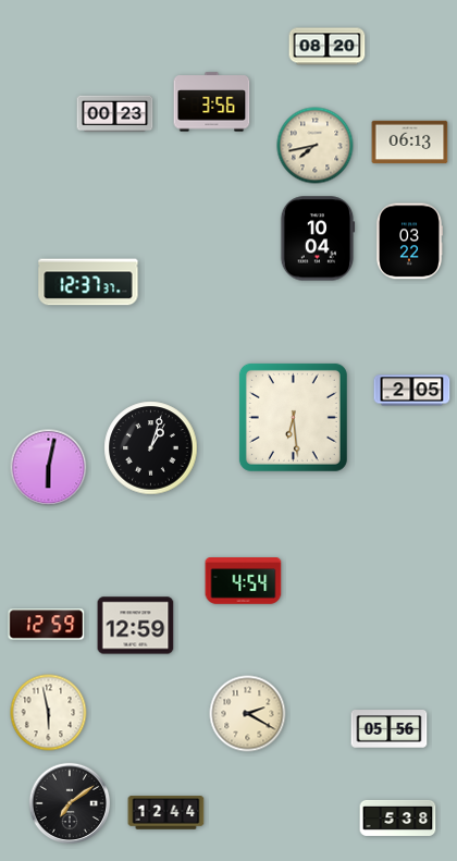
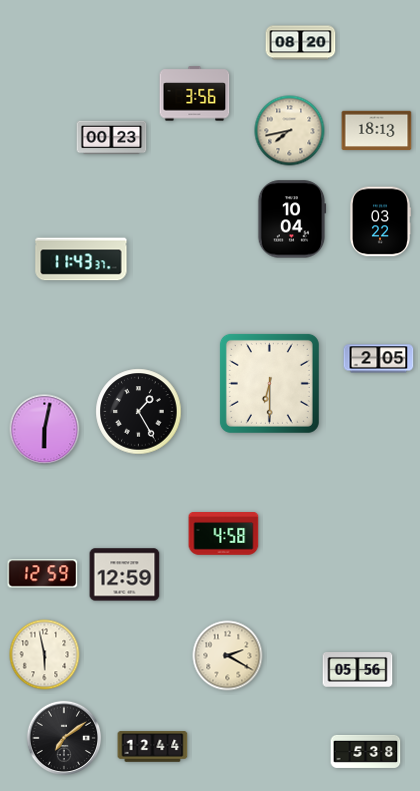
clock at (115, 114) position: (115, 114) -> (112, 138)
clock at (410, 143): 06:13 -> 18:13
clock at (316, 146) position: (316, 146) -> (290, 131)
clock at (408, 242) position: (408, 242) -> (379, 222)
clock at (88, 282): 12:37 -> 11:43
clock at (293, 417): 6:29 -> 6:30
clock at (151, 448): 1:03 -> 1:25
clock at (244, 581): 4:54 -> 4:58
